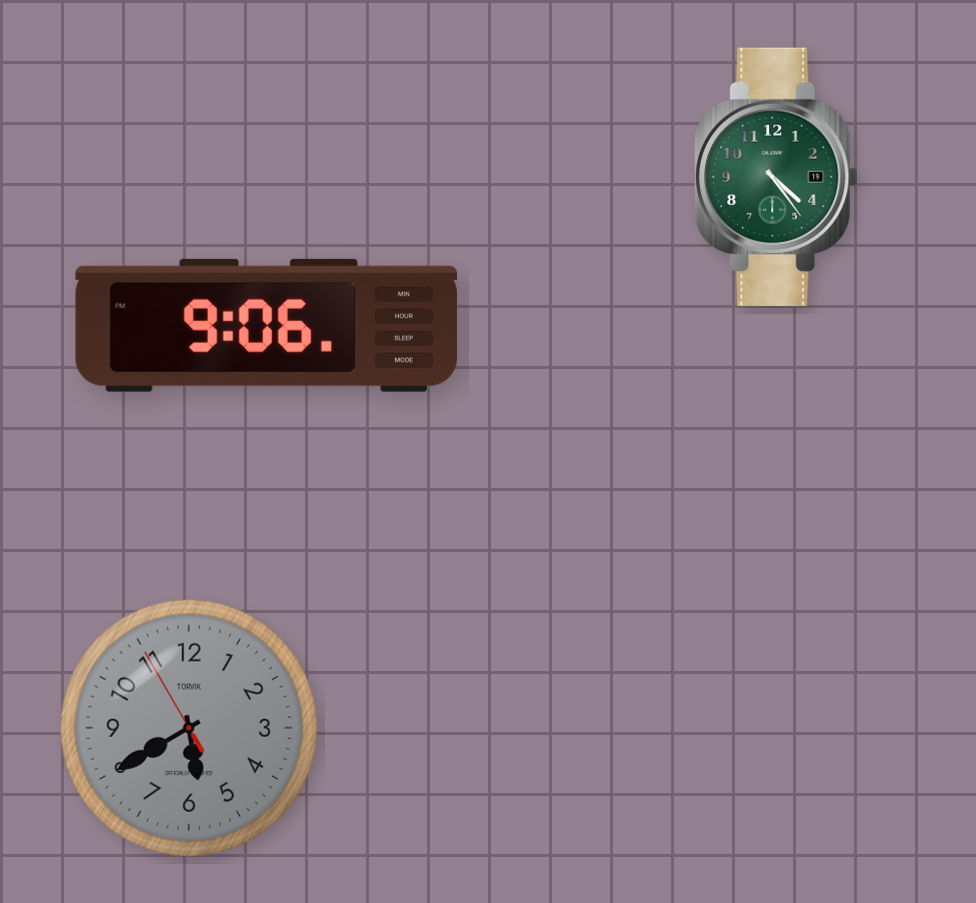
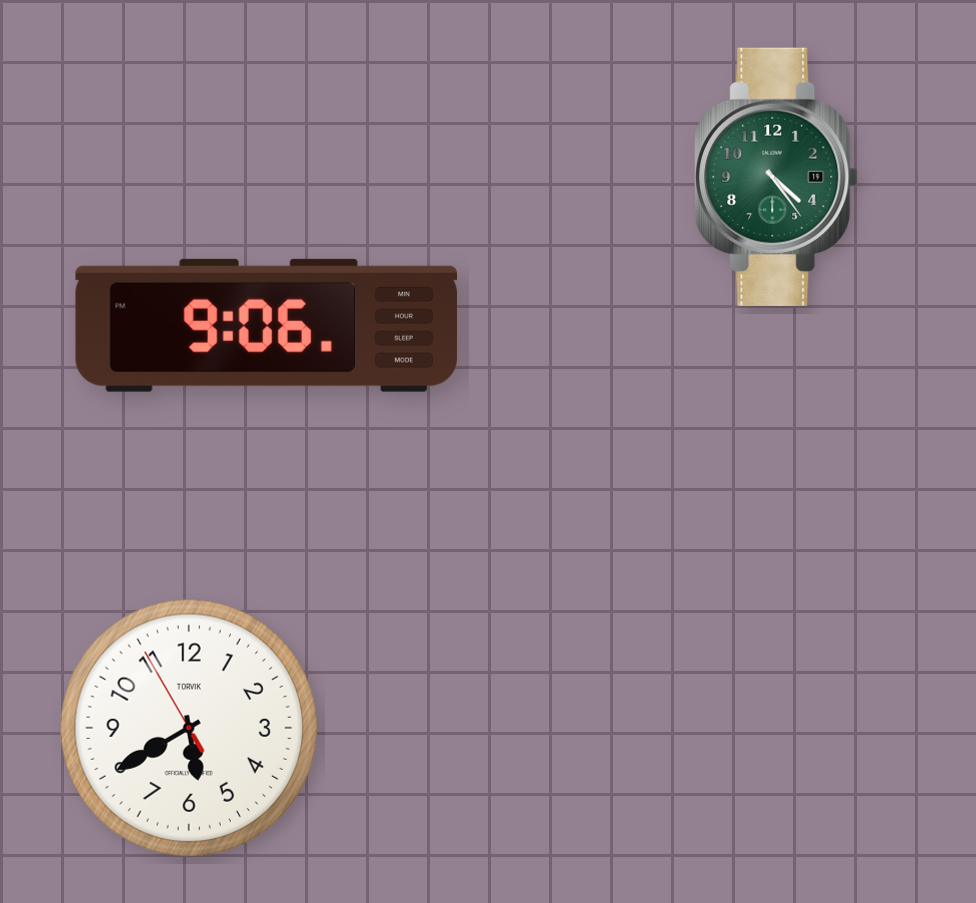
clock at (189, 728) dial: grey -> white
